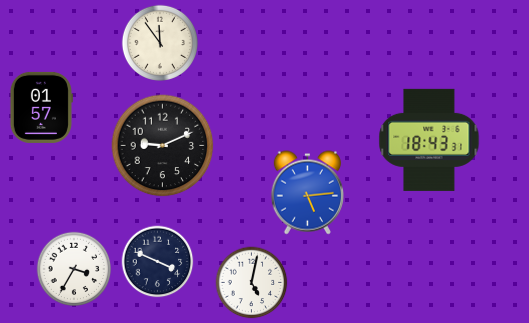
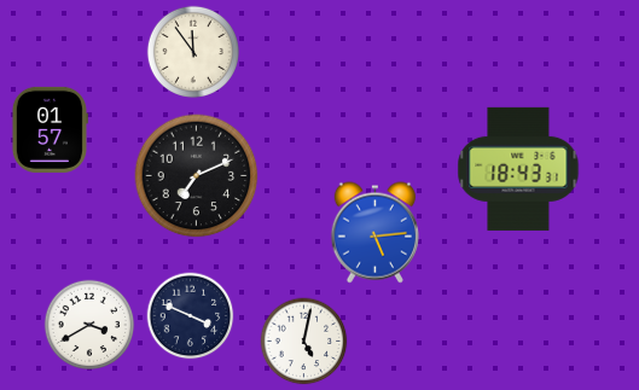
clock at (163, 146): 9:11 -> 7:11
clock at (307, 193) position: (307, 193) -> (374, 233)
clock at (74, 269): 3:35 -> 3:40
